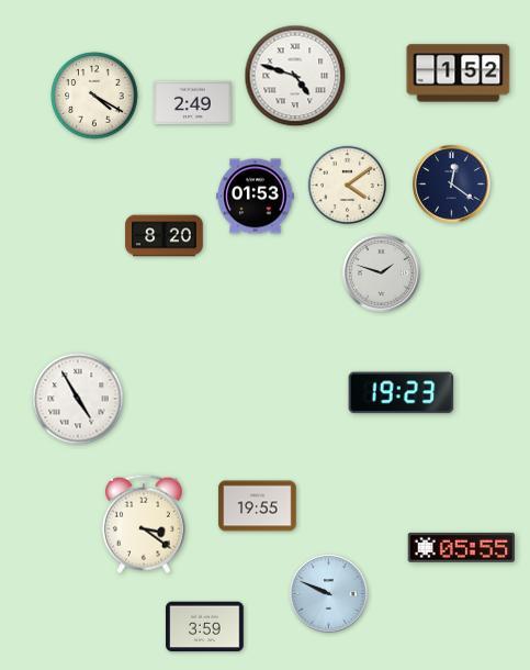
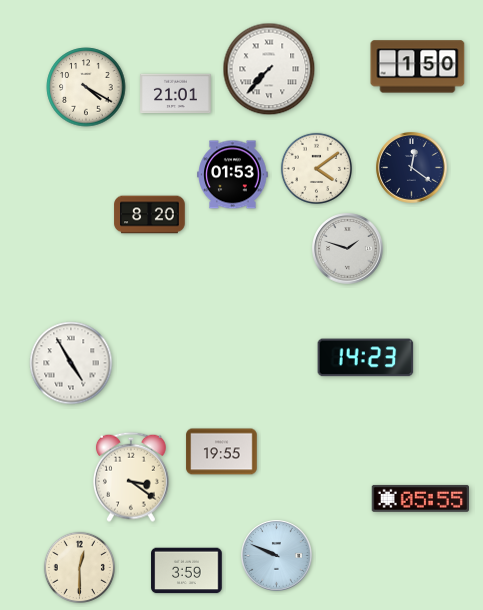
clock at (459, 74): 1:52 -> 1:50
clock at (295, 76): 4:48 -> 7:37
clock at (193, 103): 2:49 -> 21:01
clock at (256, 197) position: (256, 197) -> (233, 175)
clock at (402, 393): 19:23 -> 14:23
clock at (258, 506) position: (258, 506) -> (222, 452)
clock at (329, 594) position: (329, 594) -> (277, 556)
clock at (79, 567): none -> 12:30
